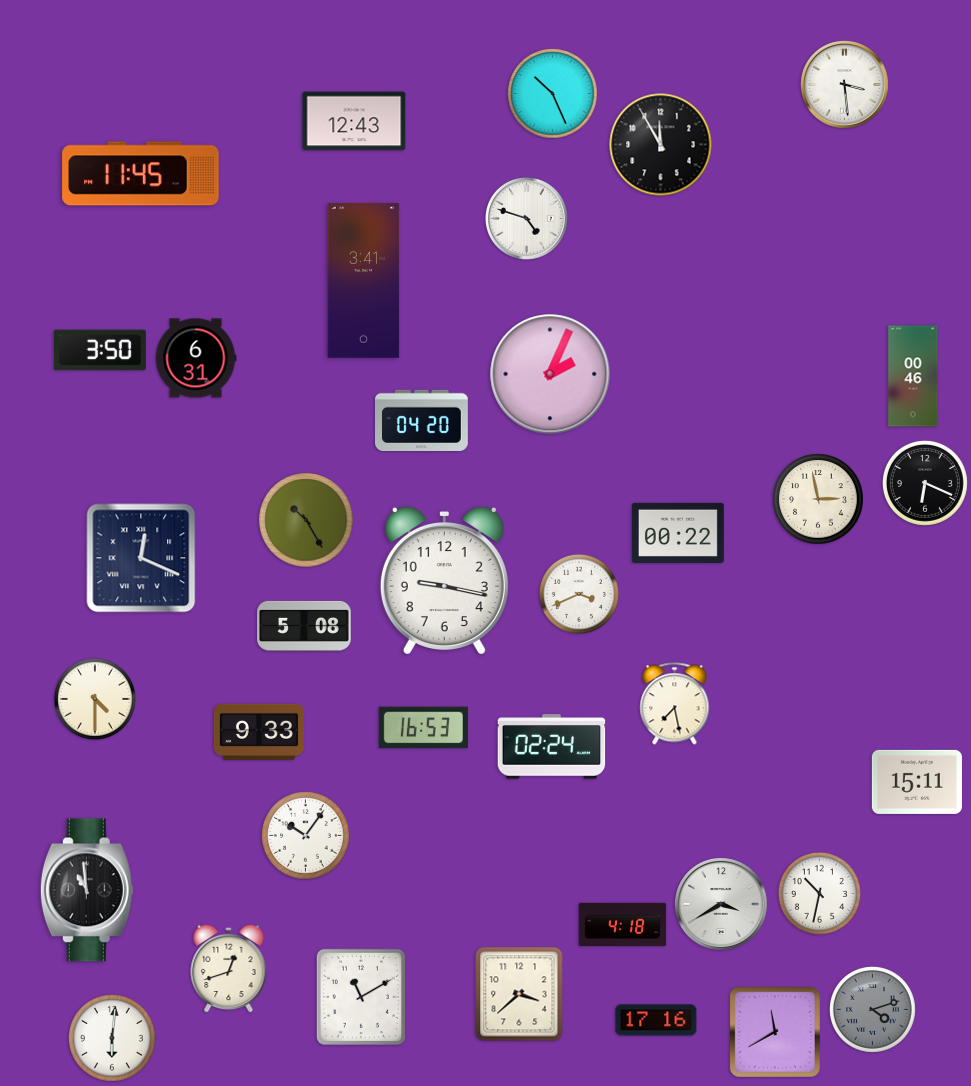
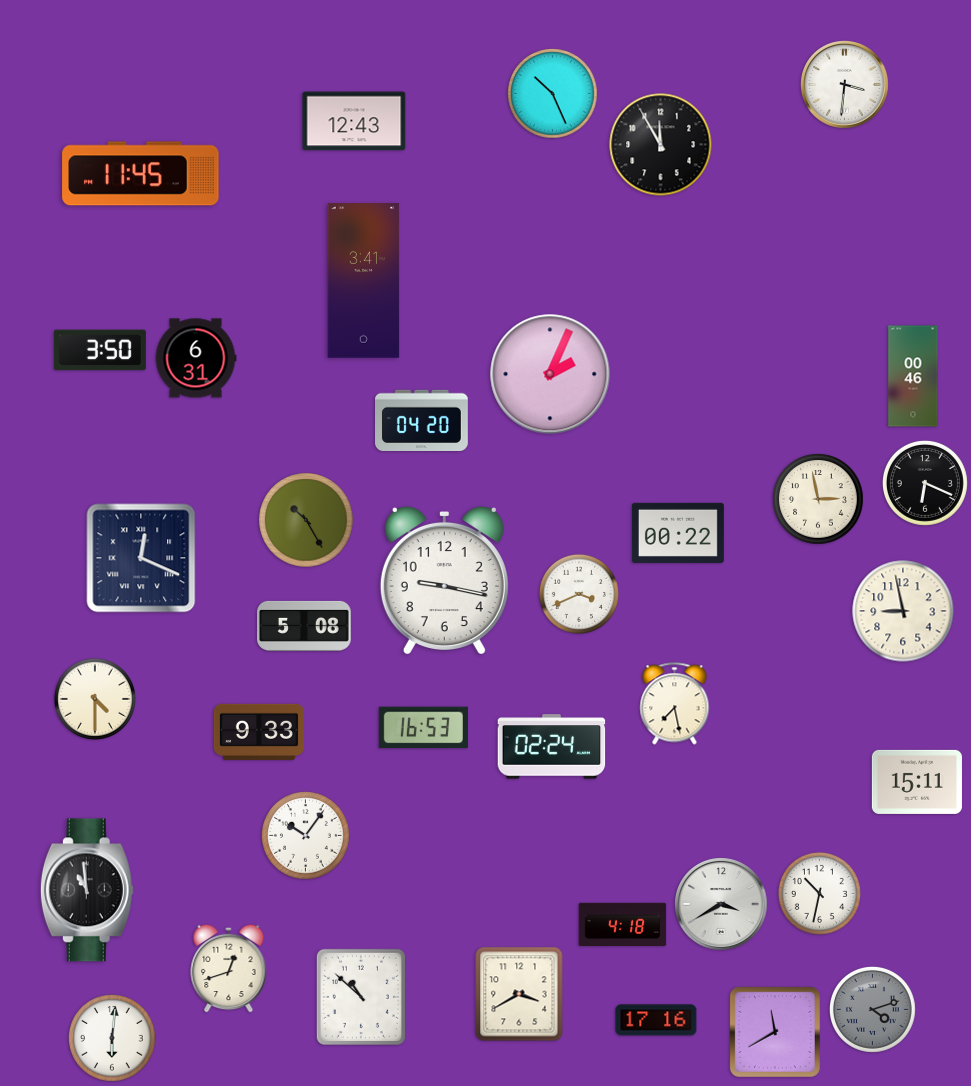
clock at (845, 85): 3:29 -> 3:31
clock at (527, 219): 4:48 -> none
clock at (903, 611): none -> 8:58
clock at (519, 994): 3:38 -> 3:40
clock at (361, 997): 11:10 -> 10:52
